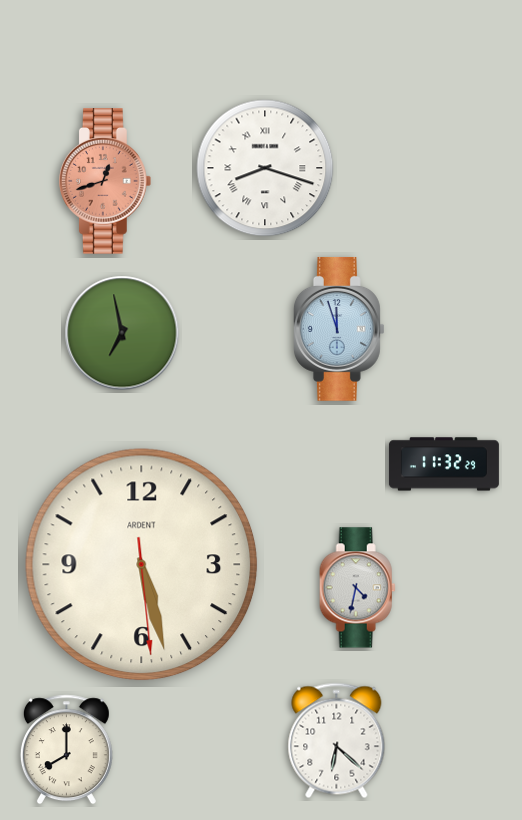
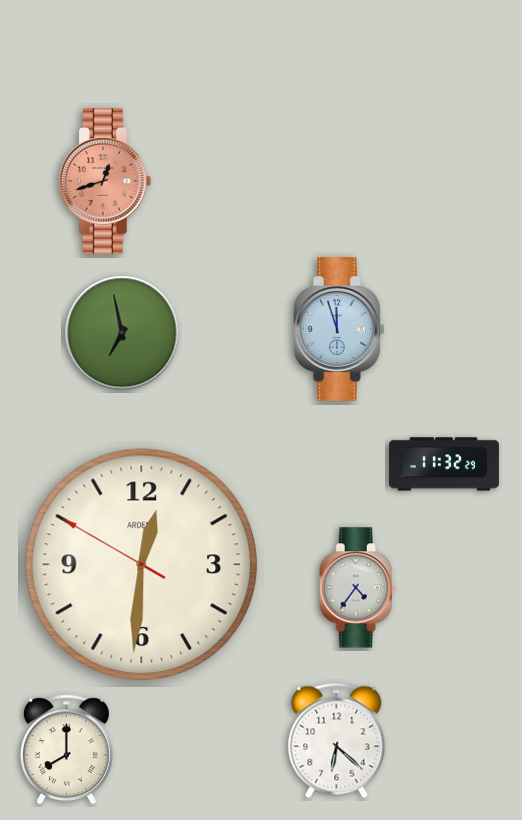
clock at (265, 168): 8:18 -> none
clock at (142, 565): 5:27 -> 12:30
clock at (357, 588): 4:32 -> 4:36
